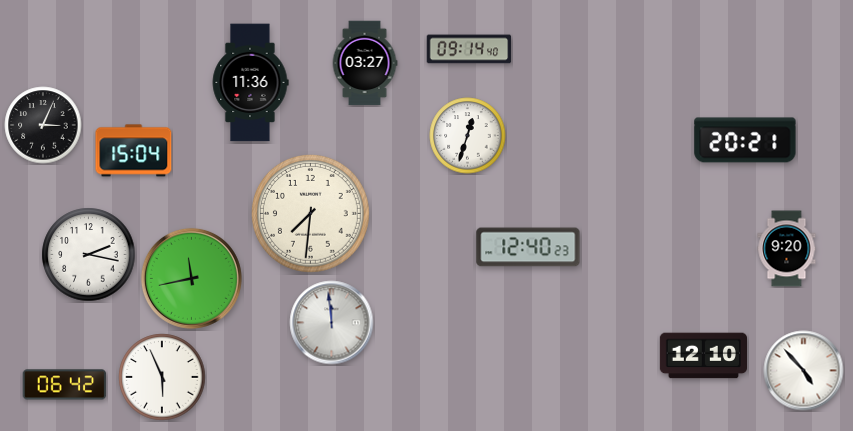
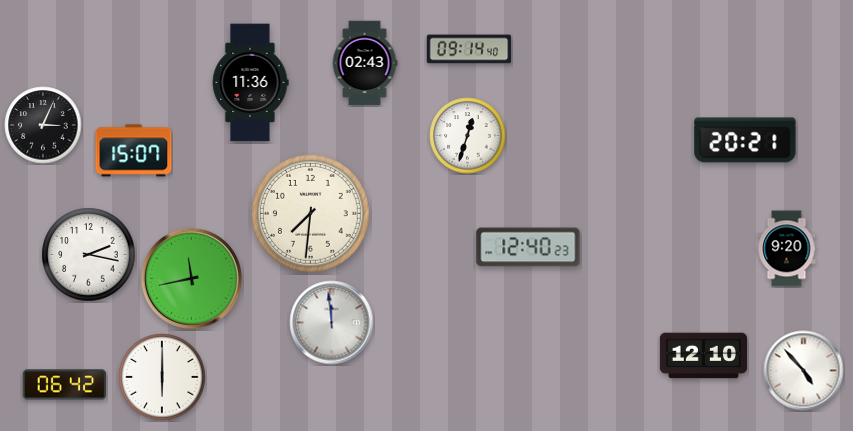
clock at (365, 63): 03:27 -> 02:43
clock at (134, 151): 15:04 -> 15:07
clock at (162, 377): 5:56 -> 6:00
